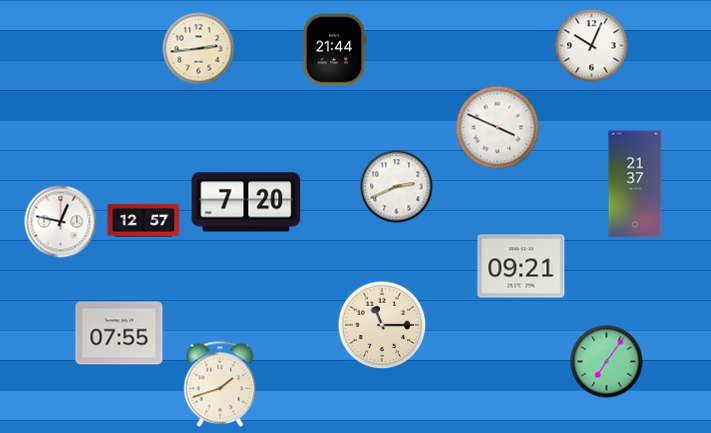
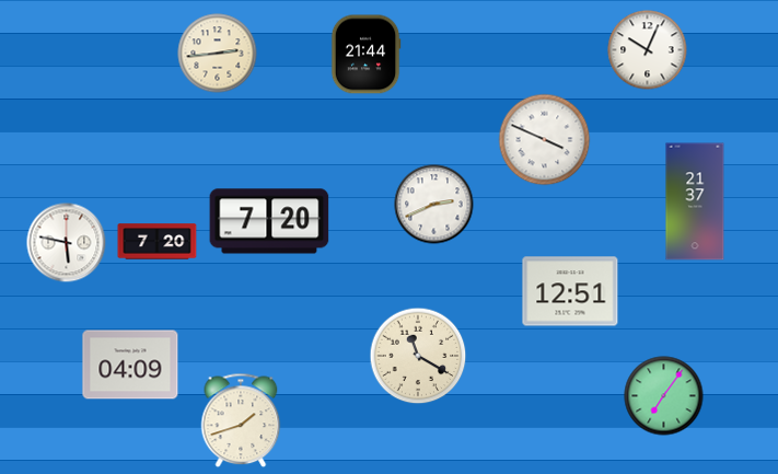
clock at (144, 221): 12:57 -> 7:20
clock at (61, 222): 12:47 -> 5:47
clock at (521, 266): 09:21 -> 12:51
clock at (382, 325): 11:15 -> 11:20
clock at (119, 333): 07:55 -> 04:09
